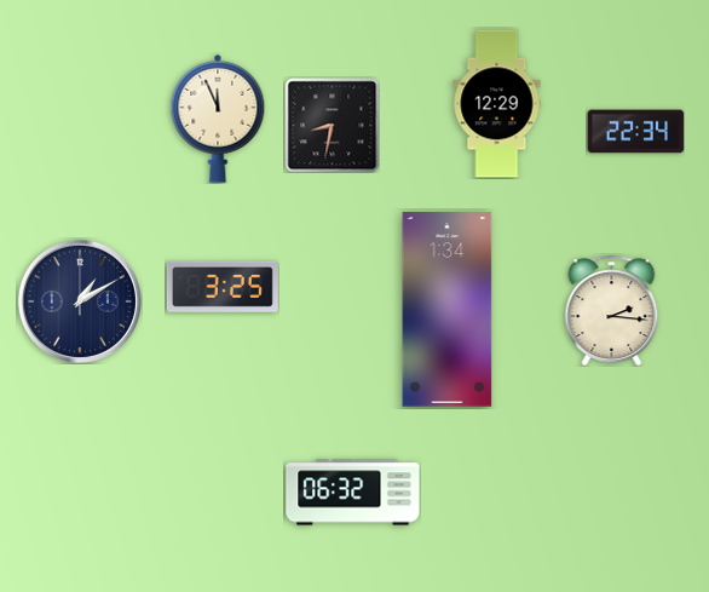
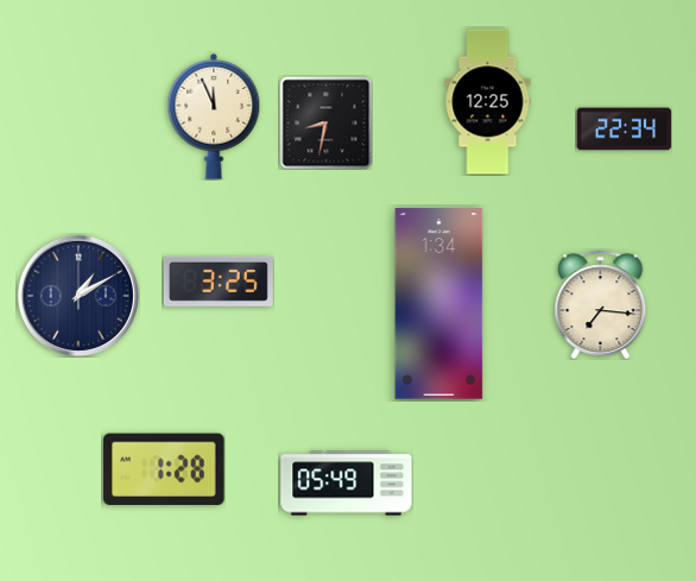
clock at (497, 104): 12:29 -> 12:25
clock at (612, 310): 2:16 -> 7:16
clock at (164, 469): none -> 1:28
clock at (353, 493): 06:32 -> 05:49
